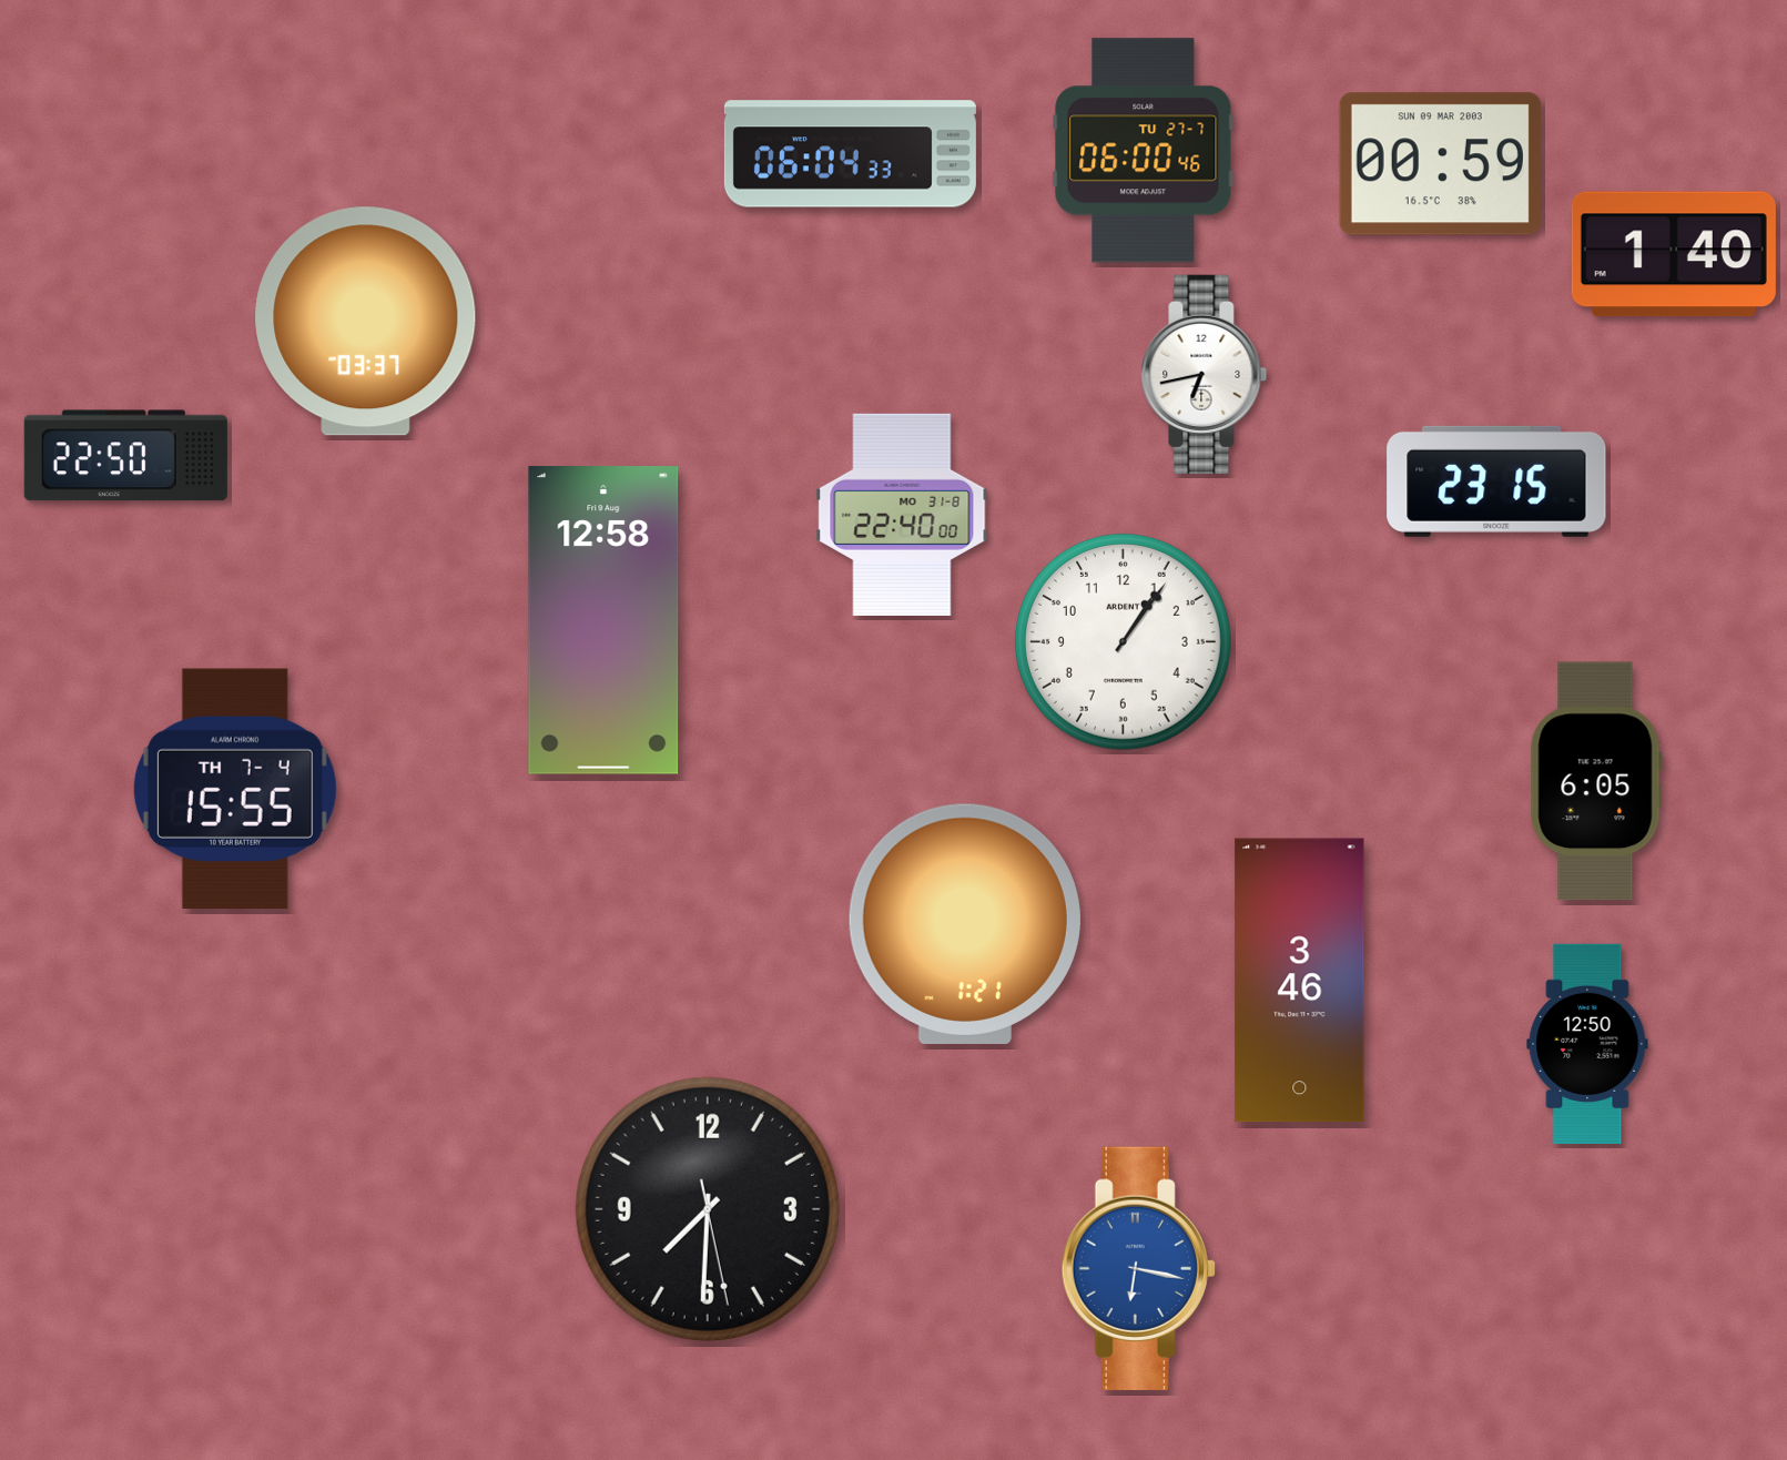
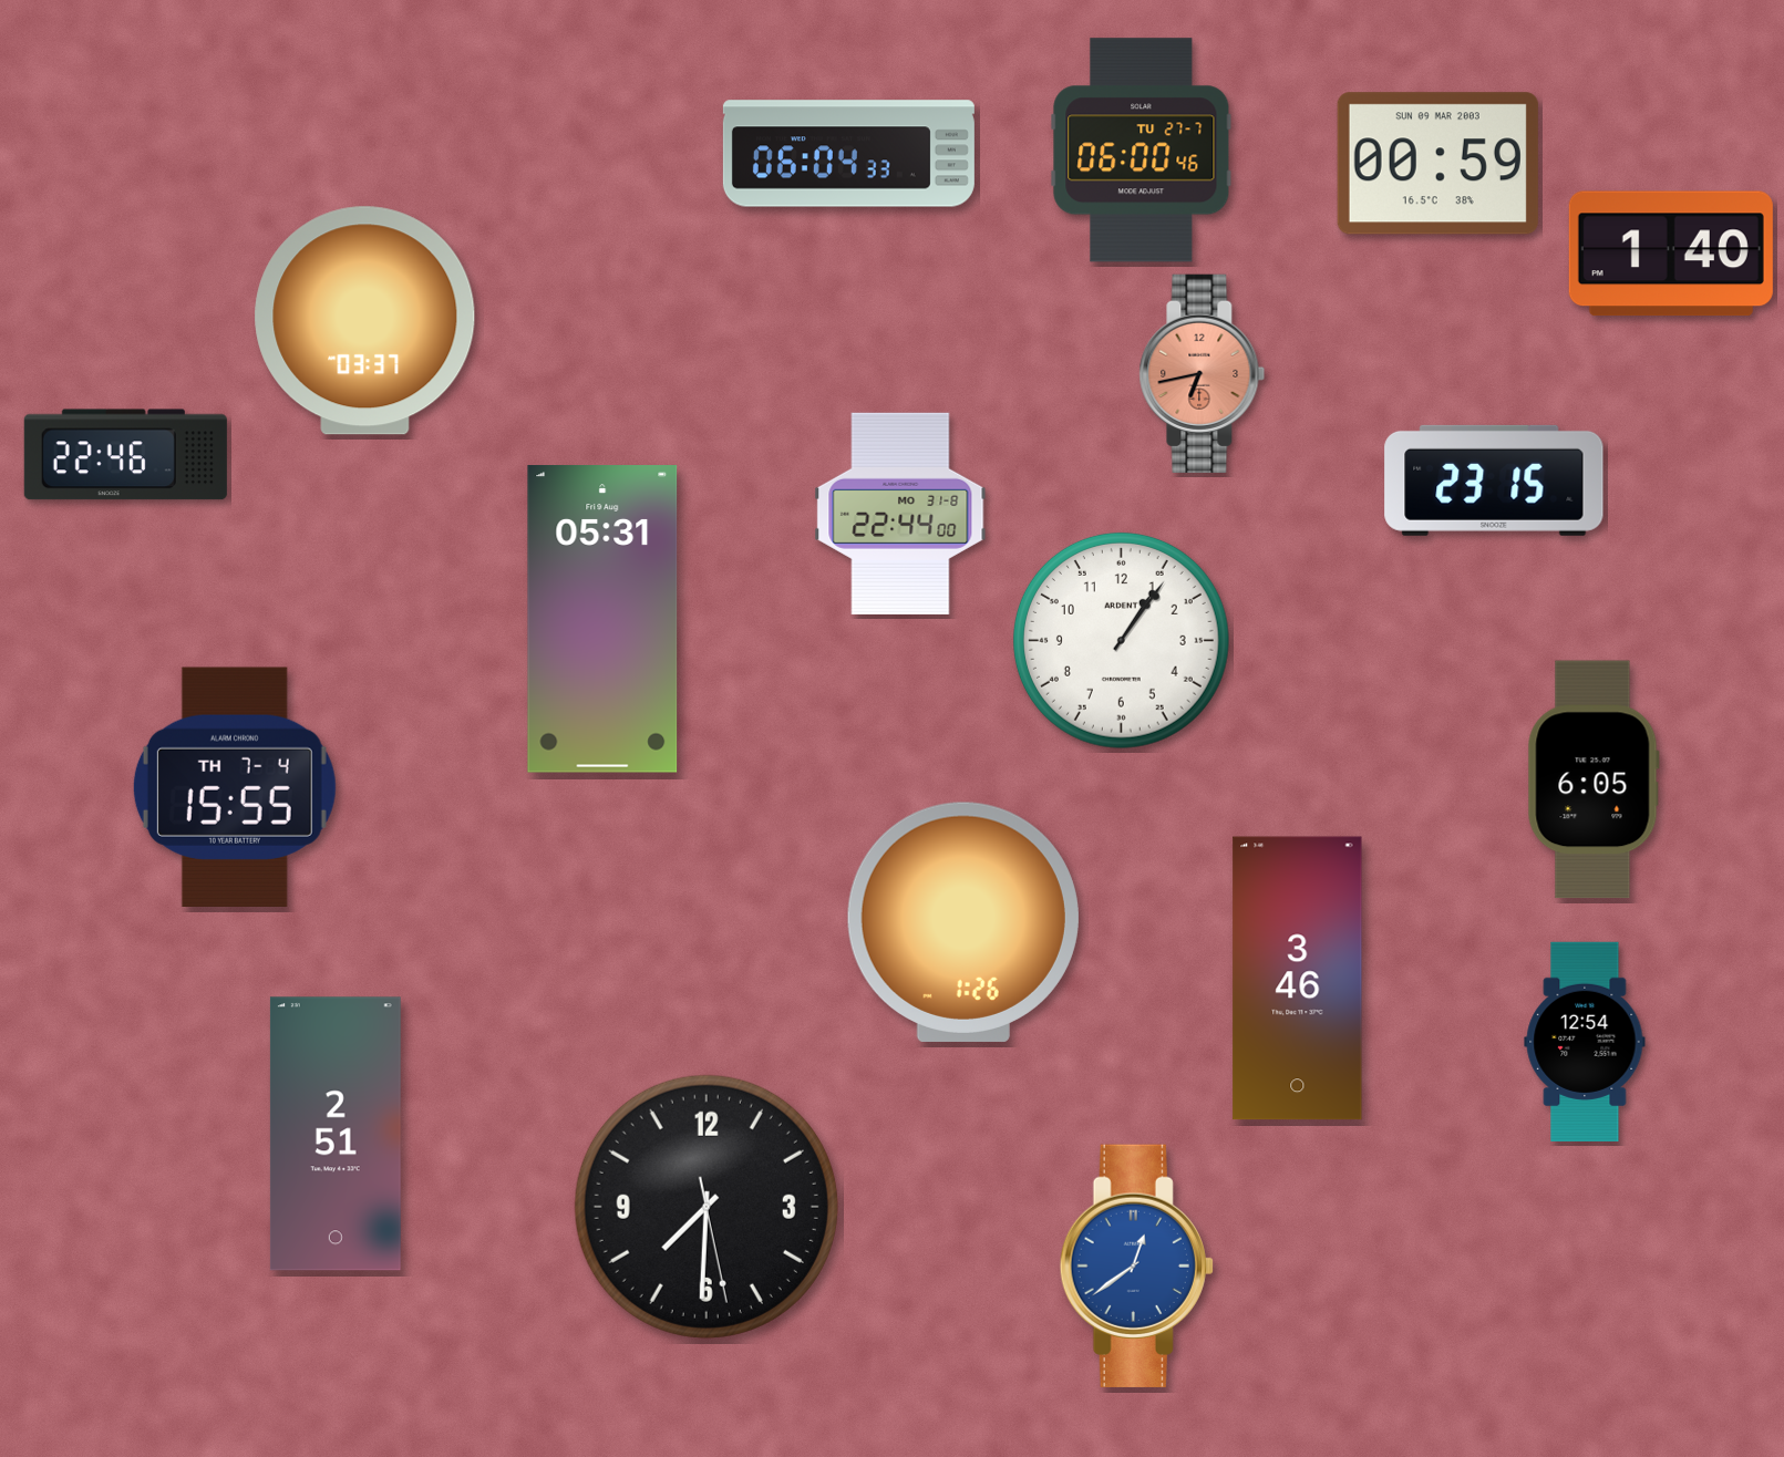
clock at (1205, 374) dial: white -> salmon
clock at (125, 456): 22:50 -> 22:46
clock at (902, 515): 22:40 -> 22:44
clock at (603, 620): 12:58 -> 05:31
clock at (965, 924): 1:21 -> 1:26
clock at (1587, 1044): 12:50 -> 12:54
clock at (336, 1134): none -> 2:51
clock at (1138, 1268): 6:17 -> 12:39
